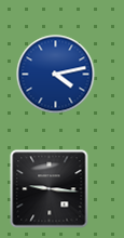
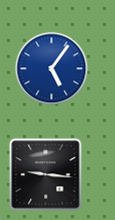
clock at (56, 75): 4:13 -> 5:06
